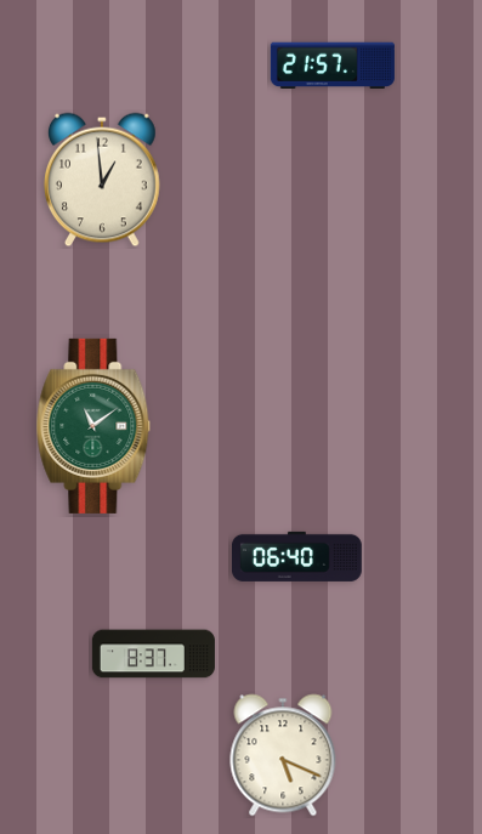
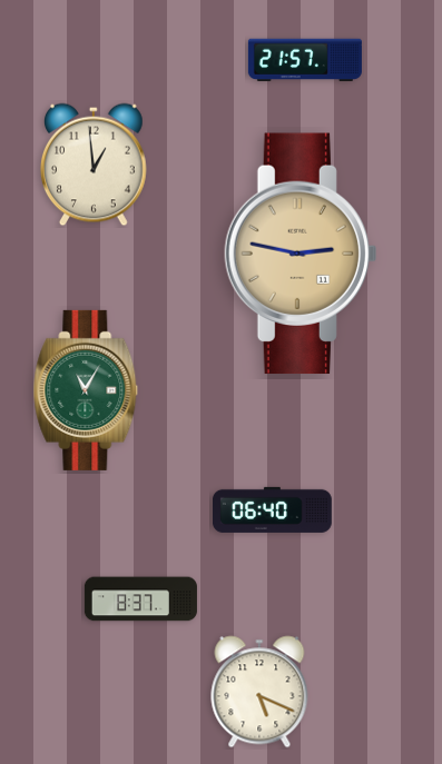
clock at (299, 254): none -> 2:47
clock at (93, 426): 11:09 -> 11:05
